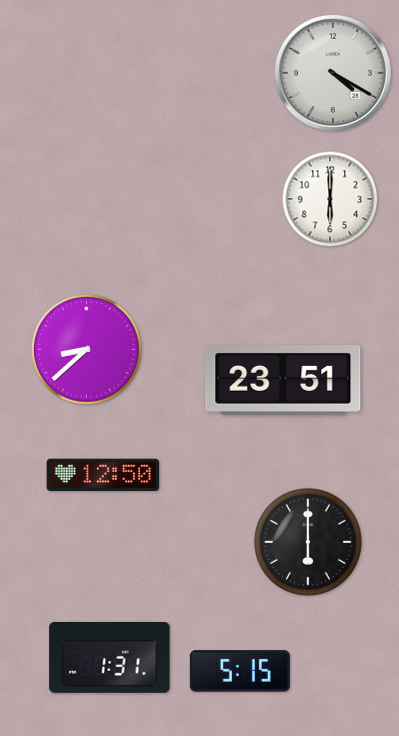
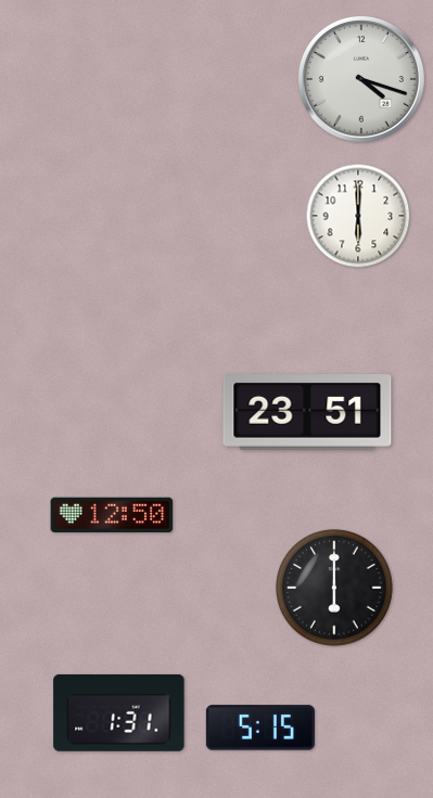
clock at (333, 73): 4:20 -> 4:18
clock at (87, 350): 8:38 -> none
